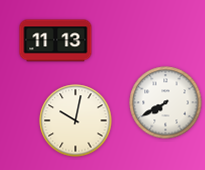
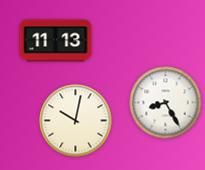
clock at (166, 103): 7:40 -> 8:25
